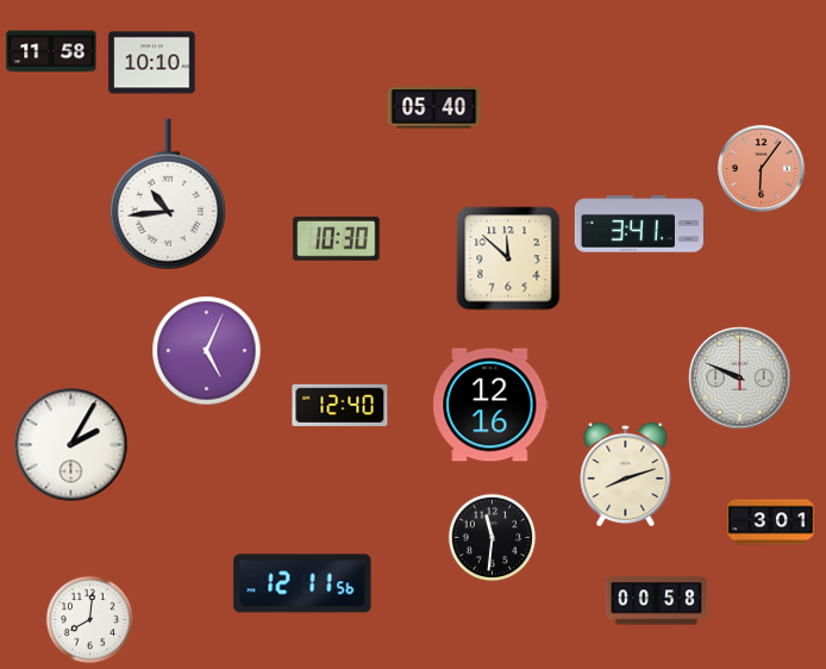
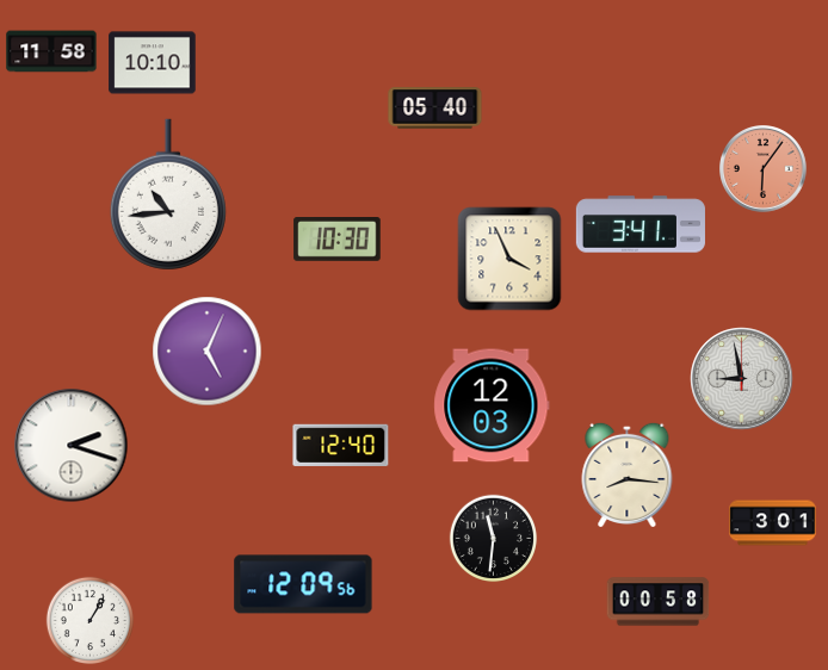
clock at (508, 258): 11:52 -> 3:56
clock at (740, 379): 9:49 -> 8:58
clock at (340, 405) position: (340, 405) -> (341, 445)
clock at (490, 405): 12:16 -> 12:03
clock at (71, 445): 2:05 -> 2:18
clock at (626, 473): 8:12 -> 8:16
clock at (302, 583): 12:11 -> 12:09
clock at (90, 620): 8:01 -> 1:05
